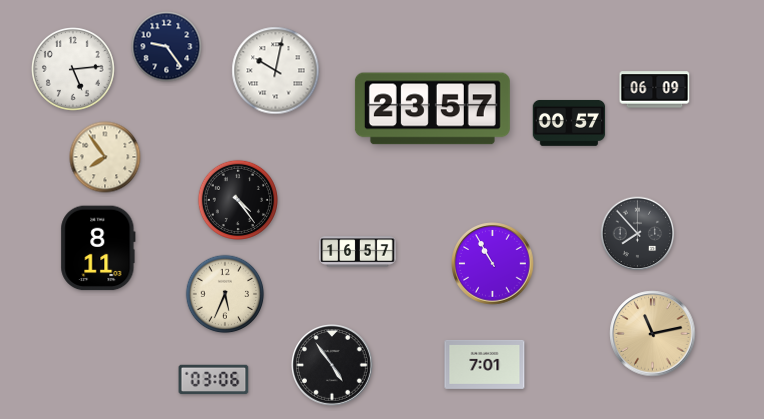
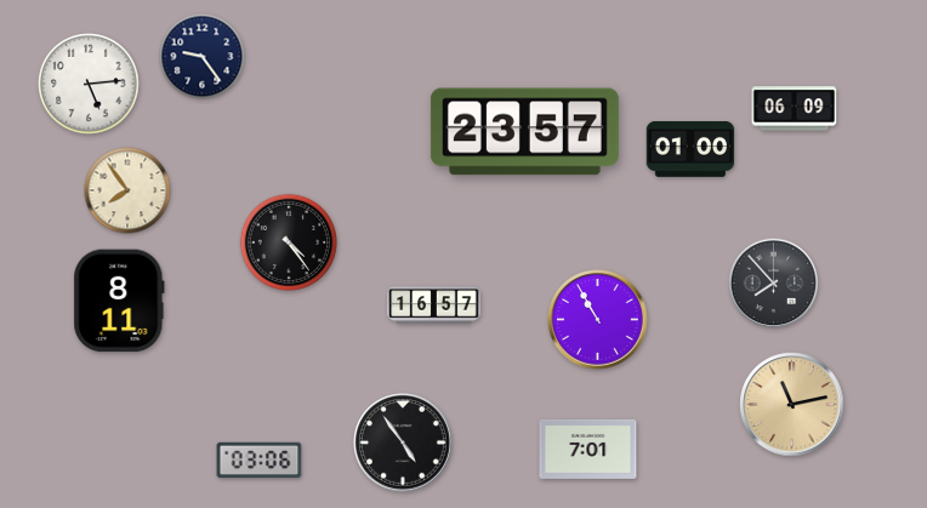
clock at (276, 71): 10:02 -> none
clock at (569, 123): 00:57 -> 01:00
clock at (225, 294): 5:34 -> none
clock at (485, 364) position: (485, 364) -> (588, 449)
